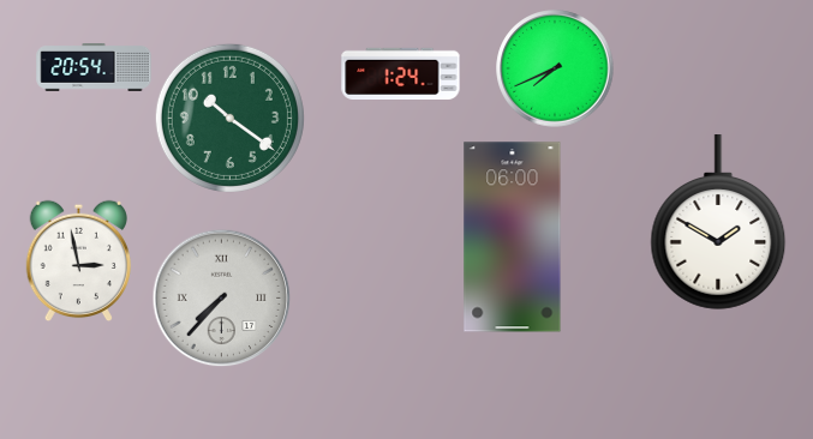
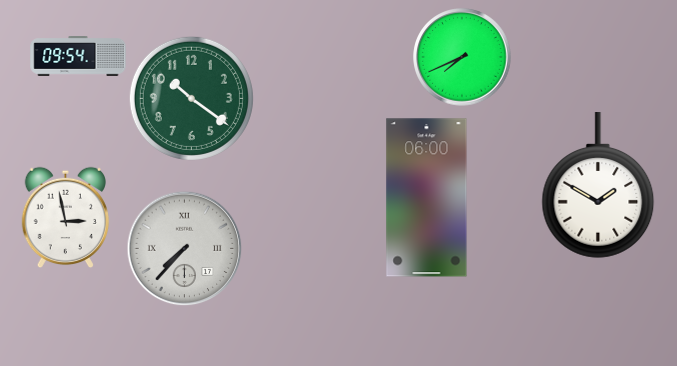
clock at (94, 67): 20:54 -> 09:54
clock at (401, 73): 1:24 -> none
